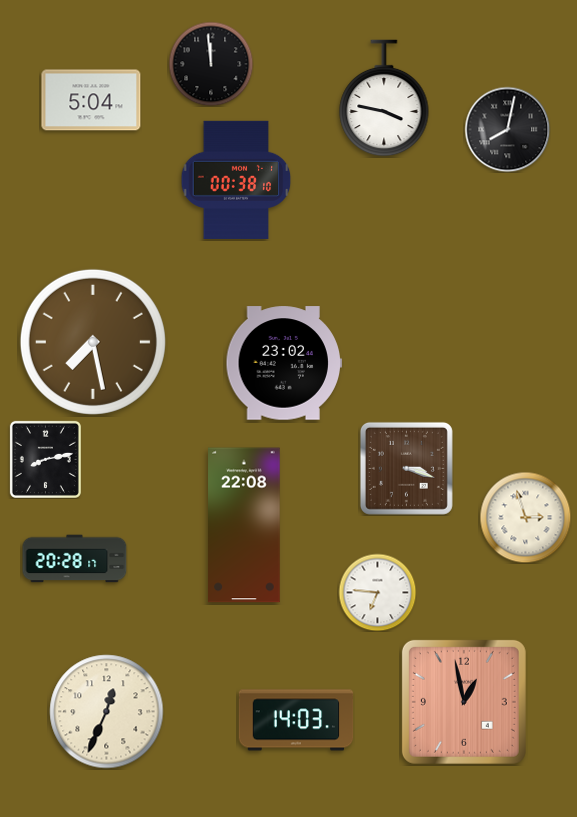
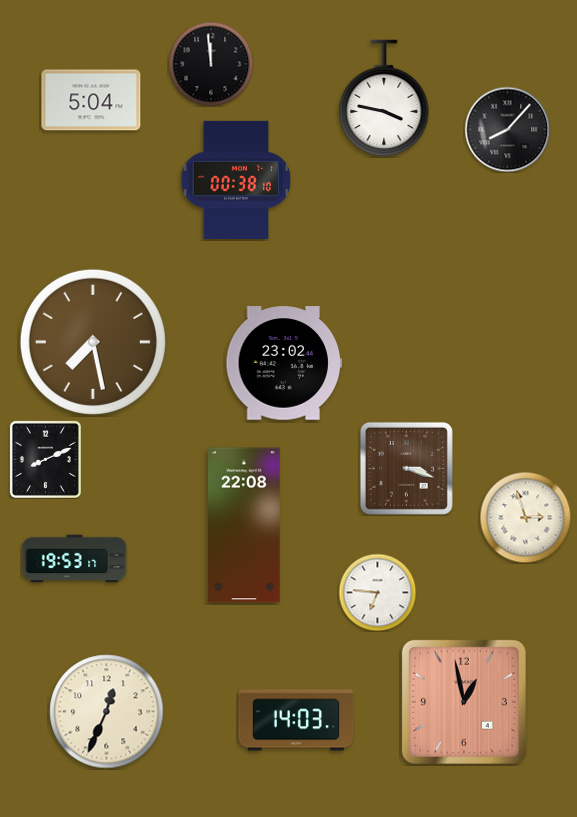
clock at (507, 129): 8:02 -> 8:07
clock at (45, 459): 8:13 -> 8:11
clock at (75, 559): 20:28 -> 19:53
